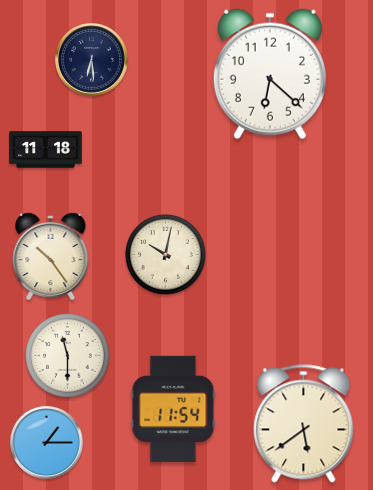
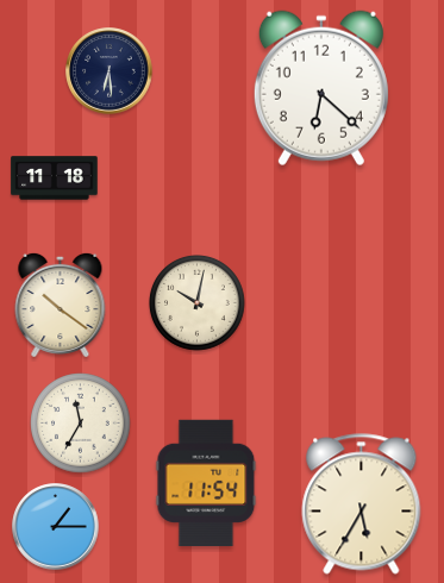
clock at (51, 256): 10:24 -> 10:21
clock at (68, 356): 11:30 -> 11:35
clock at (173, 408) position: (173, 408) -> (206, 482)
clock at (304, 424): 5:39 -> 5:35
